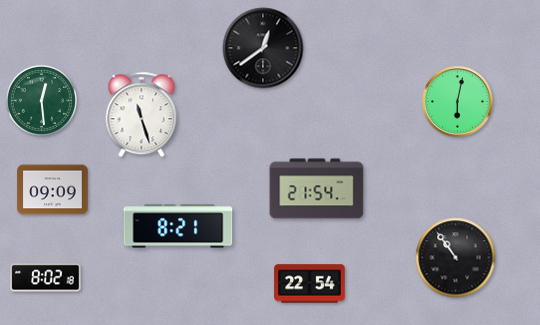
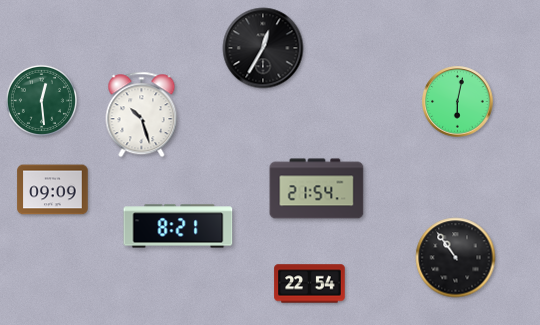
clock at (263, 48): 12:39 -> 12:35
clock at (142, 115): 11:27 -> 10:27
clock at (46, 278): 8:02 -> none
